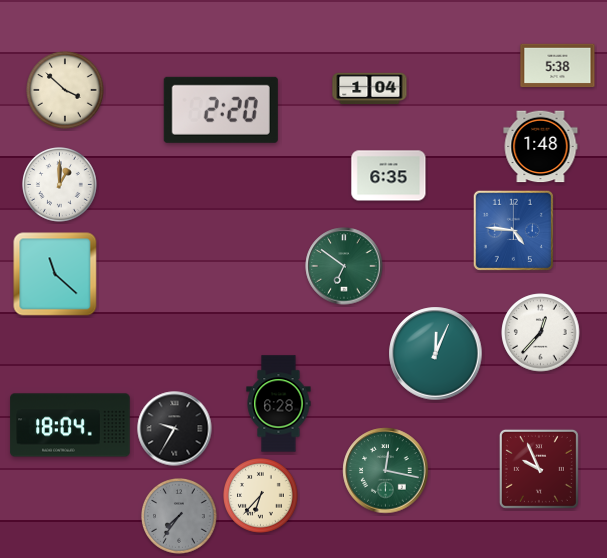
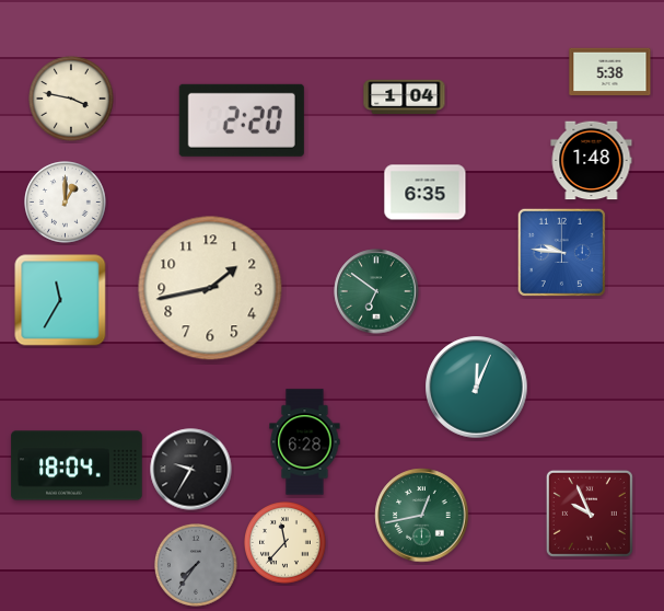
clock at (65, 90): 3:52 -> 3:47
clock at (513, 230): 4:46 -> 9:46
clock at (210, 288): none -> 1:43
clock at (55, 274): 11:22 -> 11:35
clock at (541, 333): 12:37 -> none
clock at (386, 471): 12:17 -> 12:43
clock at (261, 496): 6:37 -> 11:37
